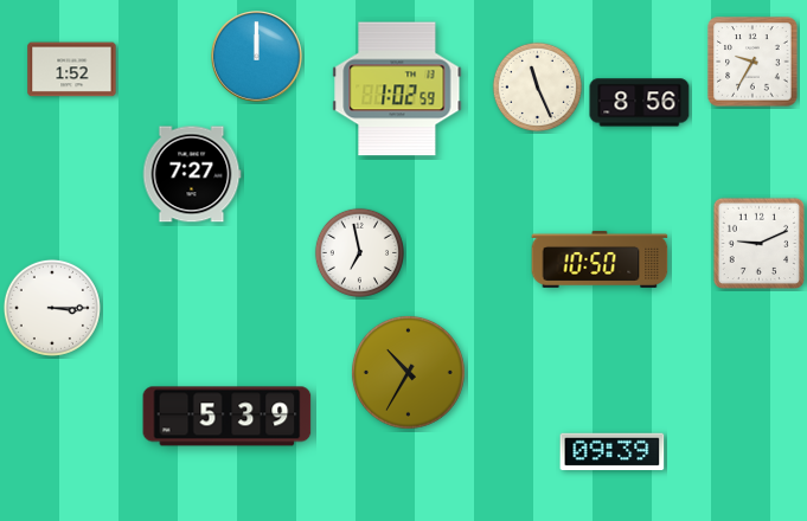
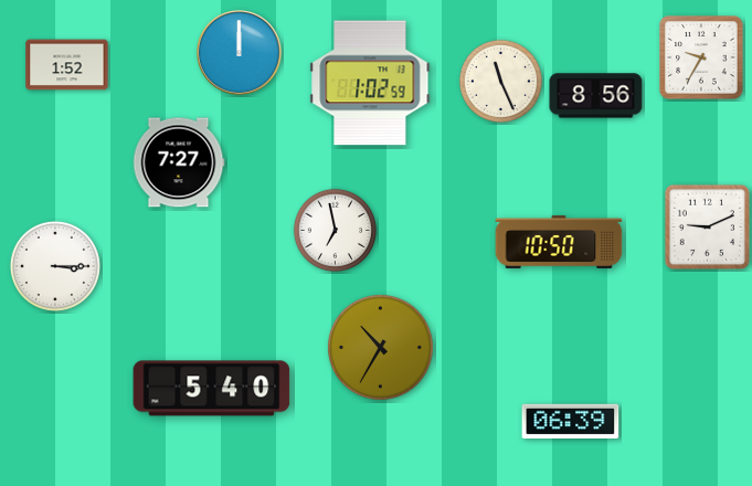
clock at (359, 252) position: (359, 252) -> (335, 230)
clock at (52, 308) position: (52, 308) -> (55, 266)
clock at (228, 417): 5:39 -> 5:40
clock at (613, 452): 09:39 -> 06:39
